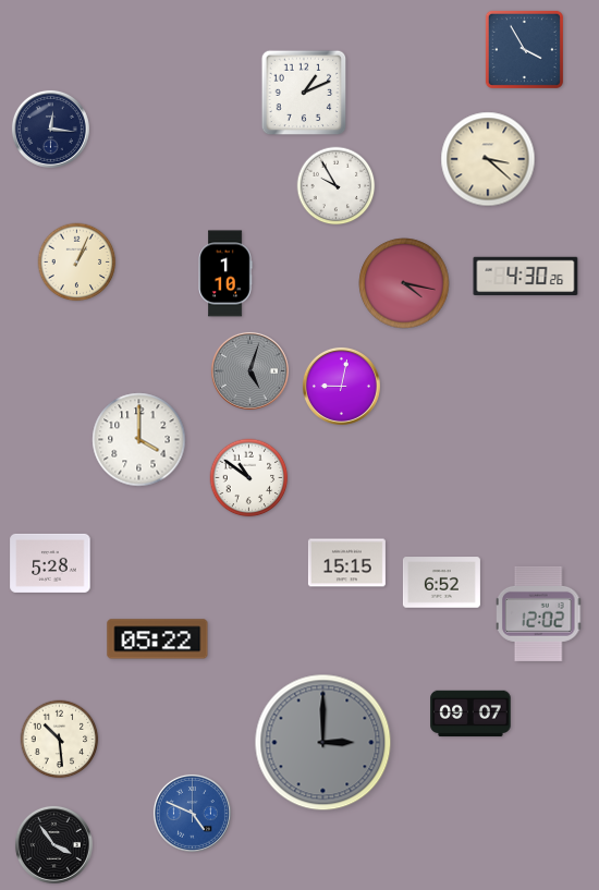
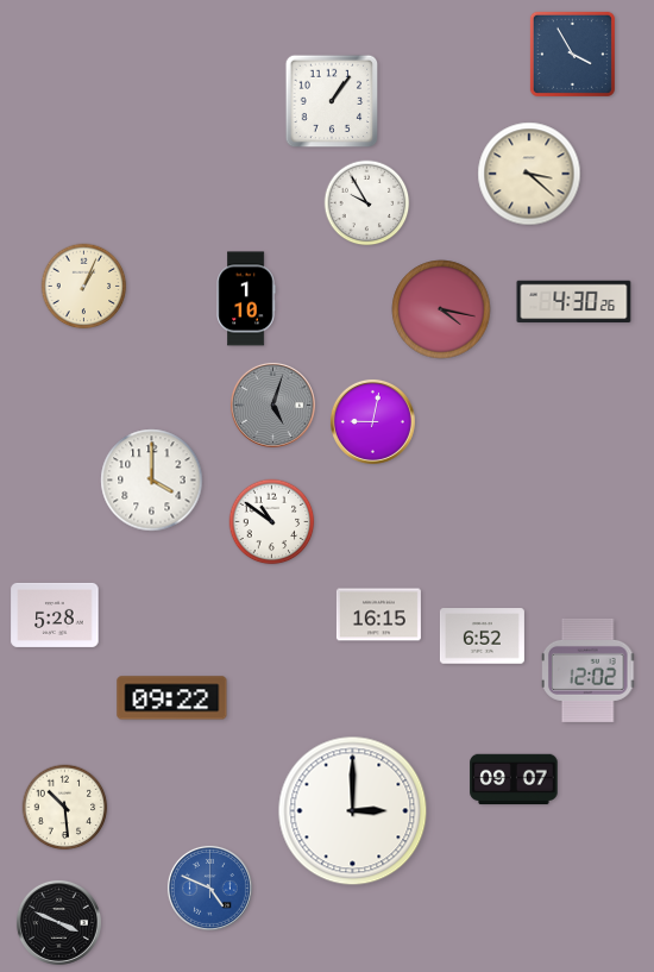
clock at (304, 93): 1:11 -> 1:06
clock at (50, 129): 12:16 -> none
clock at (488, 159) position: (488, 159) -> (529, 174)
clock at (346, 563): 15:15 -> 16:15
clock at (158, 639): 05:22 -> 09:22
clock at (323, 743) dial: grey -> white
clock at (53, 844): 3:54 -> 3:49
